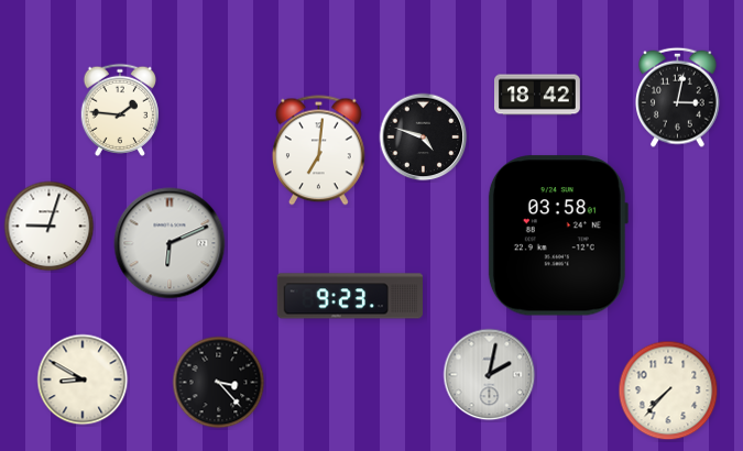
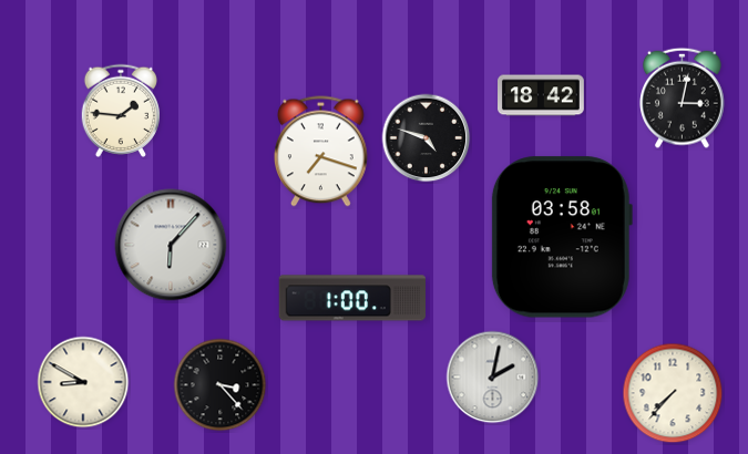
clock at (319, 151): 7:01 -> 7:18
clock at (50, 227): 9:03 -> none
clock at (170, 243): 6:11 -> 6:07
clock at (349, 296): 9:23 -> 1:00
